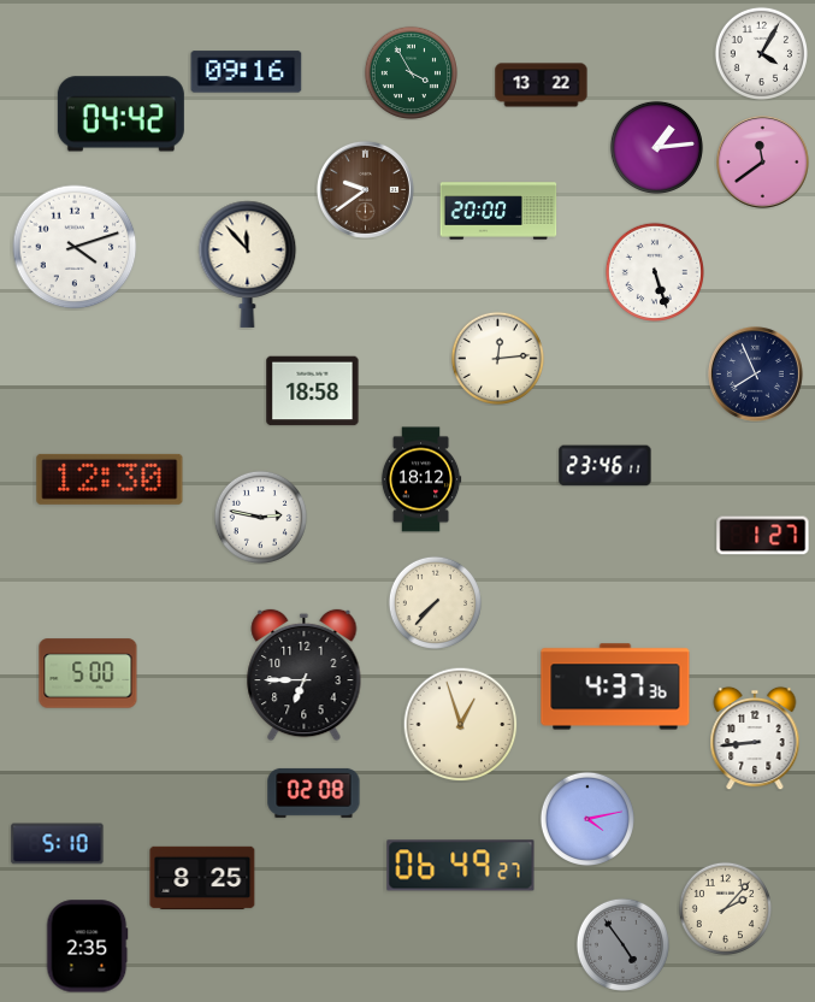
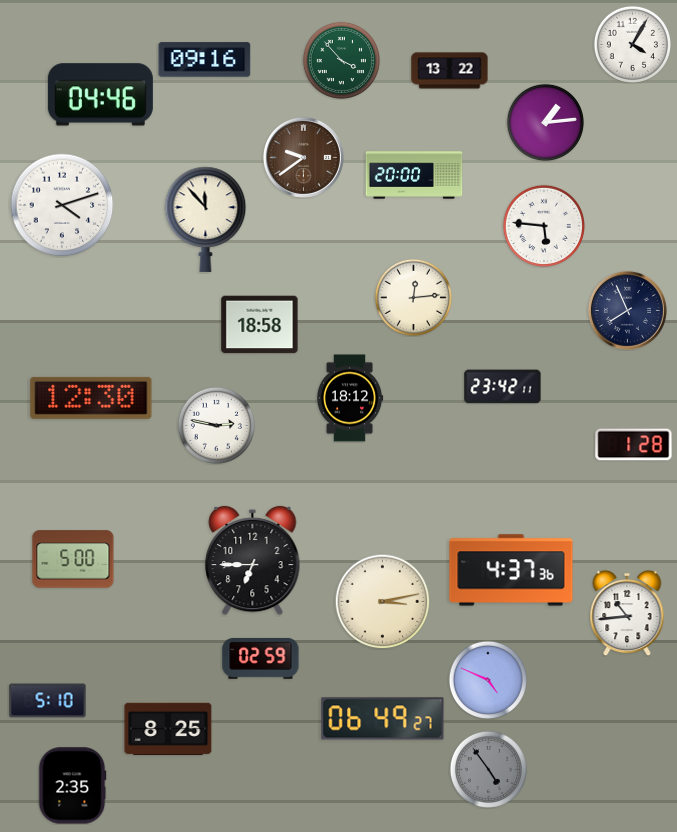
clock at (411, 72): 3:55 -> 3:53
clock at (120, 114): 04:42 -> 04:46
clock at (763, 163): 11:39 -> none
clock at (654, 271): 5:27 -> 5:46
clock at (606, 466): 23:46 -> 23:42
clock at (260, 517) position: (260, 517) -> (216, 425)
clock at (763, 536): 1:27 -> 1:28
clock at (435, 602): 7:37 -> none
clock at (460, 724): 12:57 -> 3:13
clock at (755, 738): 8:44 -> 10:44
clock at (314, 792): 02:08 -> 02:59
clock at (587, 819): 4:13 -> 4:49
clock at (725, 908): 2:07 -> none
clock at (622, 944) position: (622, 944) -> (488, 769)
